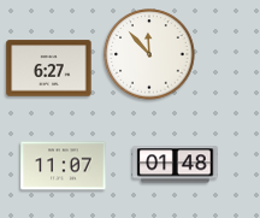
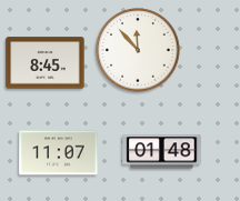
clock at (49, 69): 6:27 -> 8:45
